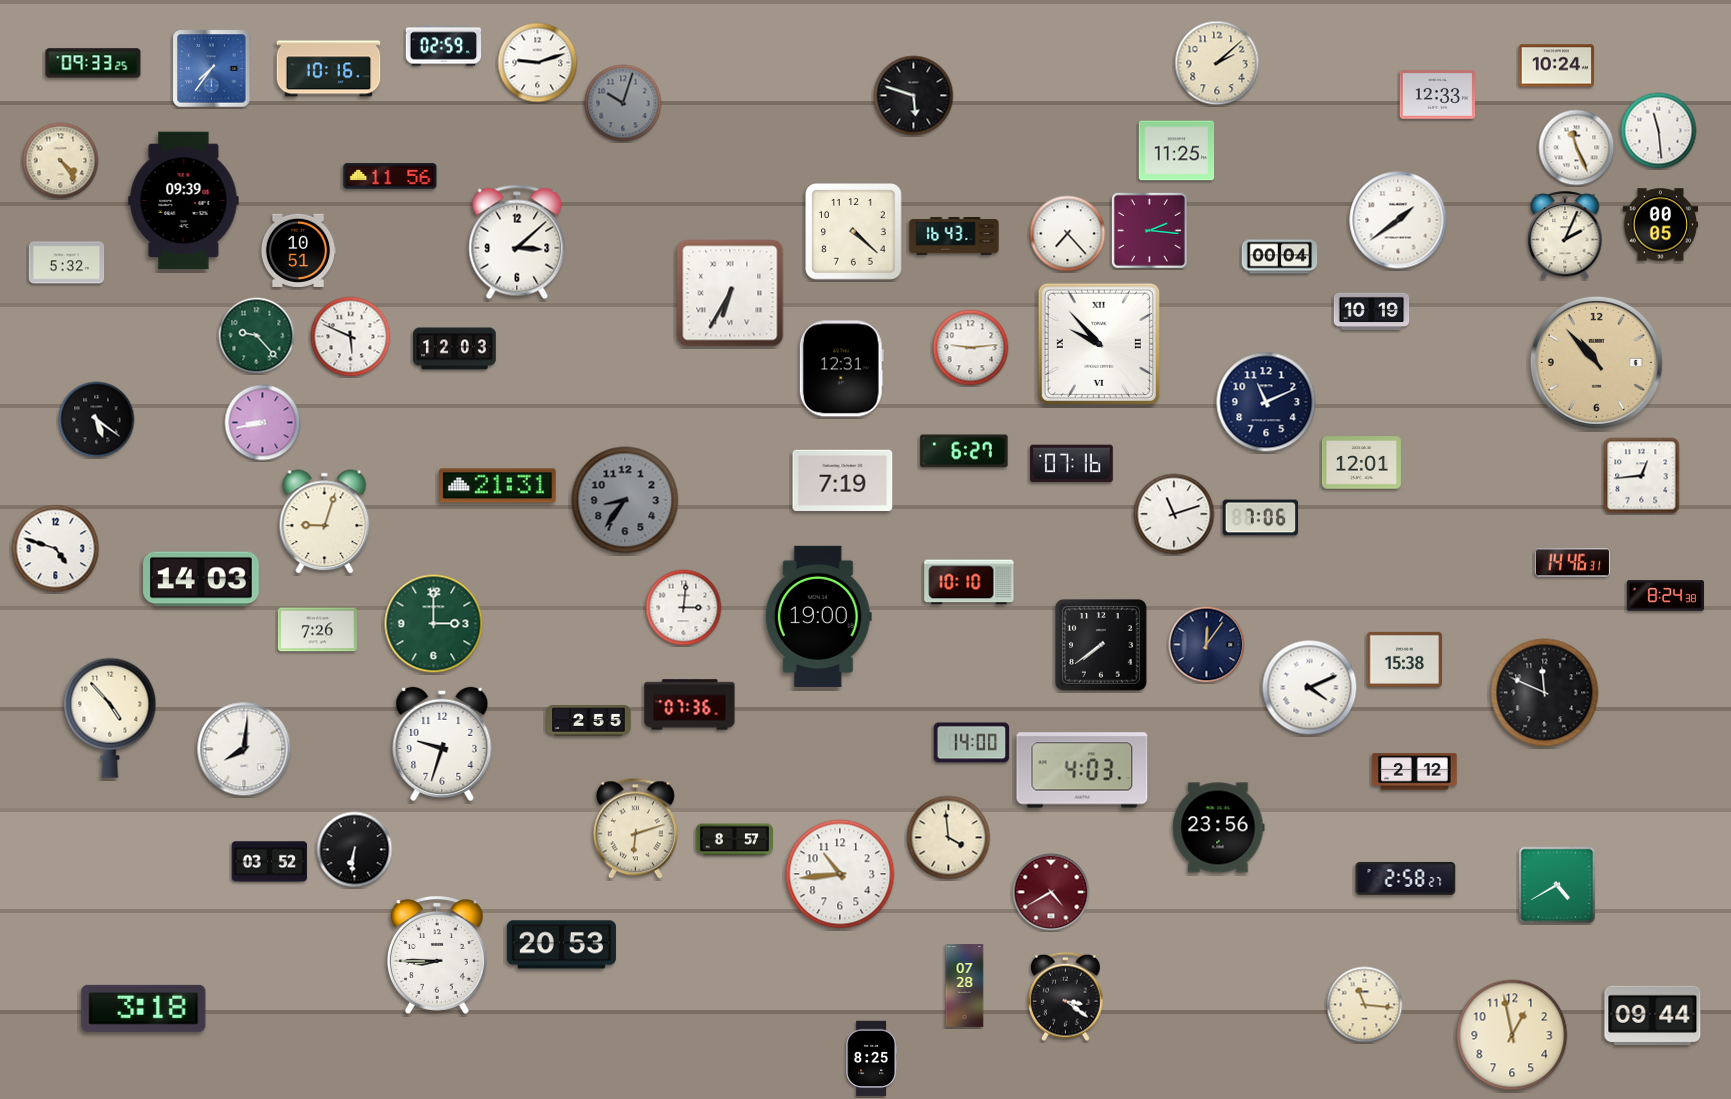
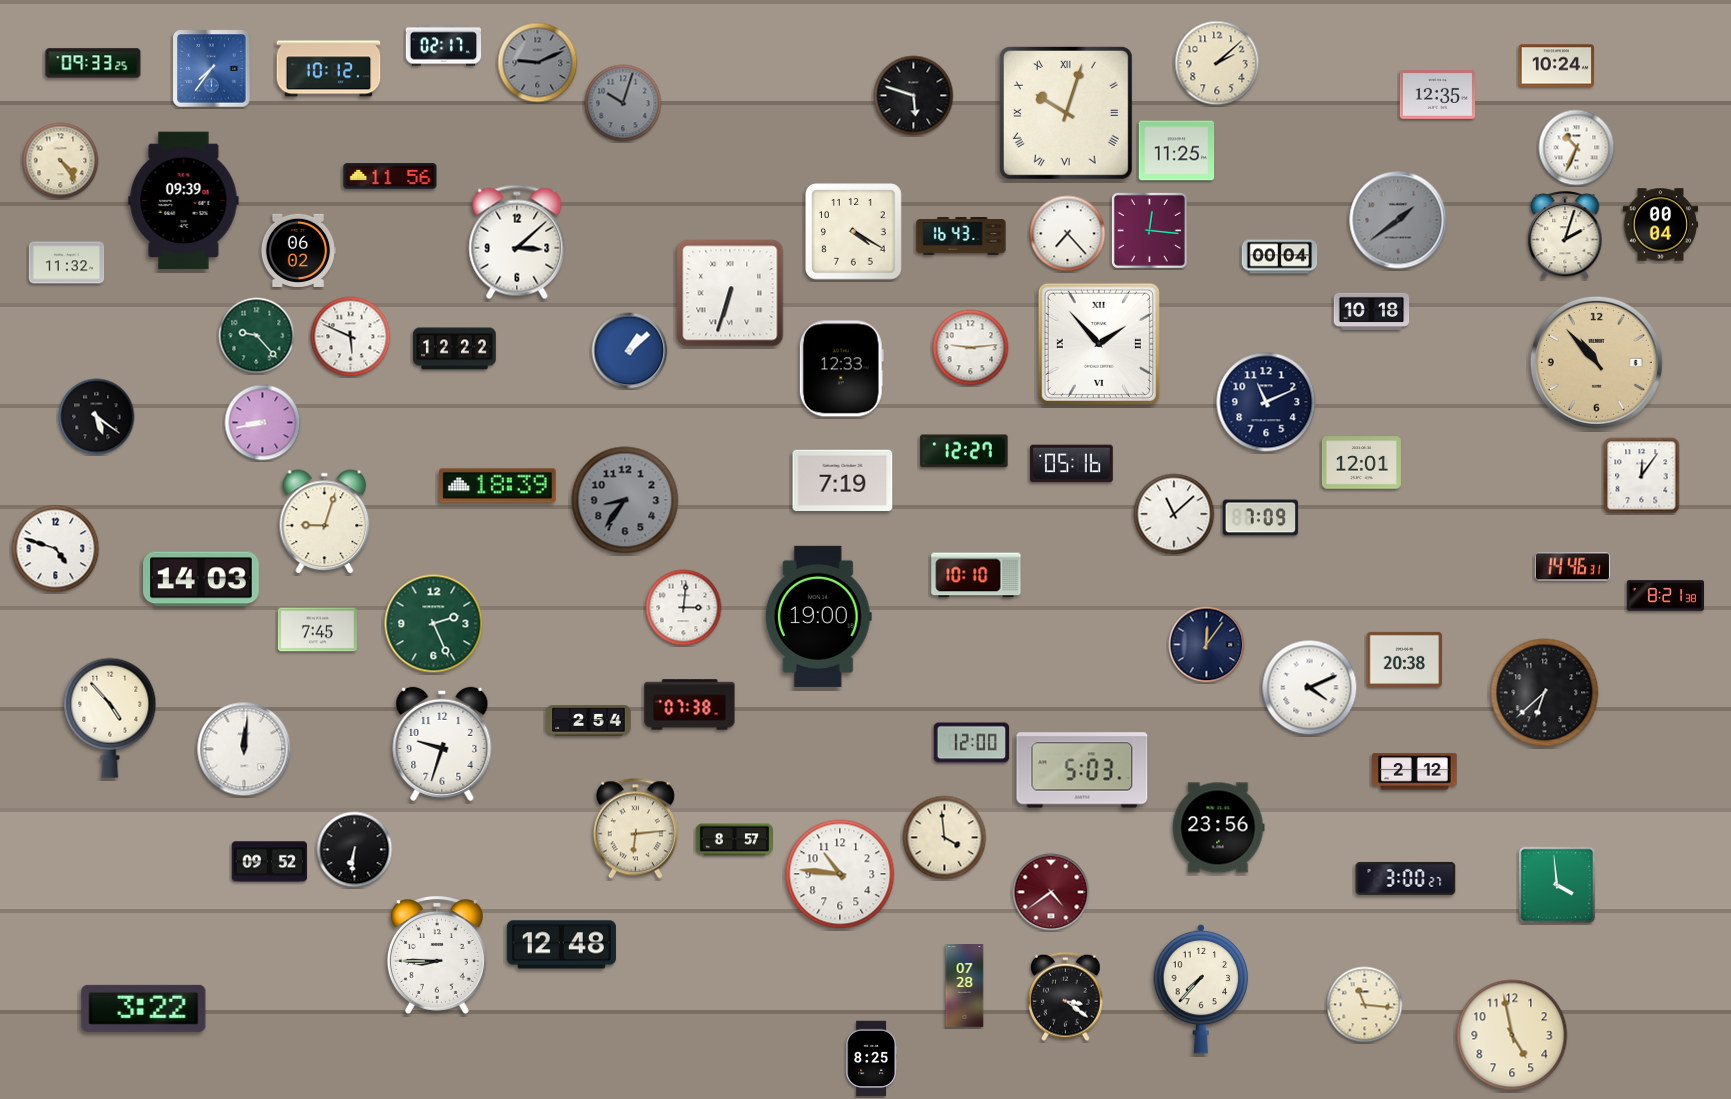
clock at (444, 46): 02:59 -> 02:17
clock at (538, 63): 9:12 -> 9:11
clock at (538, 63) dial: white -> grey
clock at (329, 69): 10:16 -> 10:12
clock at (1438, 95): 12:33 -> 12:35
clock at (1066, 113): none -> 10:03
clock at (1659, 131): 11:29 -> none
clock at (1577, 148): 11:26 -> 10:34
clock at (1398, 220) dial: white -> grey
clock at (1661, 225): 00:05 -> 00:04
clock at (1149, 230): 2:16 -> 12:16
clock at (854, 232): 4:22 -> 4:20
clock at (954, 236) position: (954, 236) -> (961, 236)
clock at (1565, 236): 2:04 -> 2:03
clock at (298, 250): 10:51 -> 06:02
clock at (67, 263): 5:32 -> 11:32
clock at (730, 293): 6:35 -> 6:33
clock at (1372, 311): 10:19 -> 10:18
clock at (1099, 344): 9:53 -> 1:53
clock at (455, 349): 12:03 -> 12:22
clock at (630, 351): none -> 1:08
clock at (841, 369): 12:31 -> 12:33
clock at (97, 420) position: (97, 420) -> (97, 417)
clock at (964, 451): 6:27 -> 12:27
clock at (1072, 464): 07:16 -> 05:16
clock at (1642, 476): 12:44 -> 12:06
clock at (498, 486): 21:31 -> 18:39
clock at (1174, 514): 11:12 -> 11:08
clock at (1261, 518): 7:06 -> 7:09
clock at (1573, 563) position: (1573, 563) -> (1573, 567)
clock at (969, 582) position: (969, 582) -> (976, 575)
clock at (1665, 596): 8:24 -> 8:21
clock at (434, 624): 3:00 -> 2:26
clock at (317, 630): 7:26 -> 7:45
clock at (1102, 646): 7:39 -> none
clock at (1405, 659): 15:38 -> 20:38
clock at (1545, 693): 11:49 -> 6:38
clock at (690, 705): 07:36 -> 07:38
clock at (589, 721): 2:55 -> 2:54
clock at (972, 743): 14:00 -> 12:00
clock at (244, 749): 8:01 -> 12:01
clock at (1082, 770): 4:03 -> 5:03
clock at (635, 829): 6:12 -> 6:14
clock at (949, 838) position: (949, 838) -> (945, 838)
clock at (270, 862): 03:52 -> 09:52
clock at (840, 874): 10:44 -> 10:46
clock at (1406, 878): 2:58 -> 3:00
clock at (1557, 885): 4:40 -> 3:59
clock at (1051, 892): 4:40 -> 4:39
clock at (561, 945): 20:53 -> 12:48
clock at (1201, 989): none -> 7:37
clock at (144, 1008): 3:18 -> 3:22
clock at (1653, 1016): 09:44 -> none
clock at (1512, 1035): 12:58 -> 4:58
